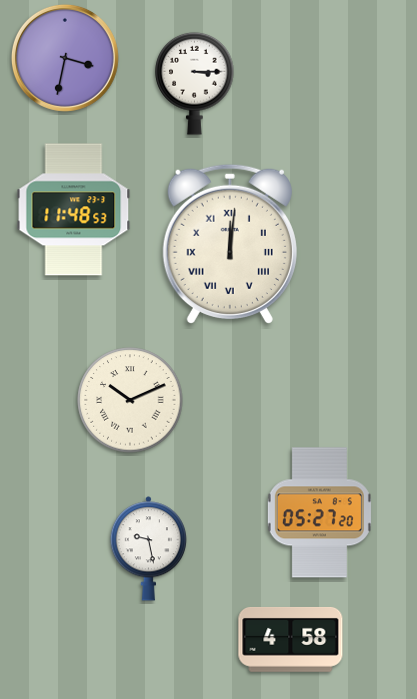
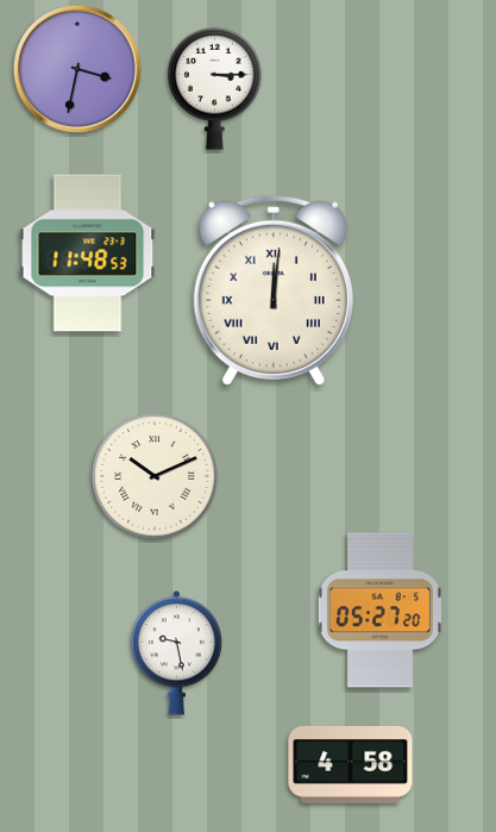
clock at (195, 83) position: (195, 83) -> (215, 88)
clock at (74, 210) position: (74, 210) -> (88, 254)
clock at (291, 639) position: (291, 639) -> (351, 764)
